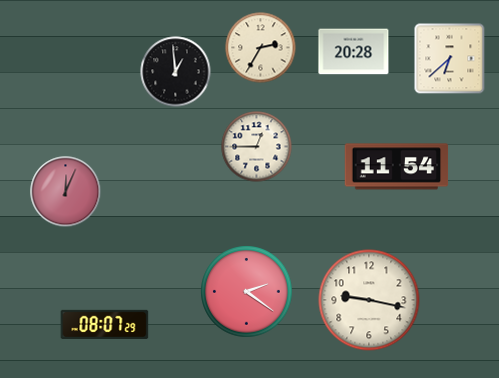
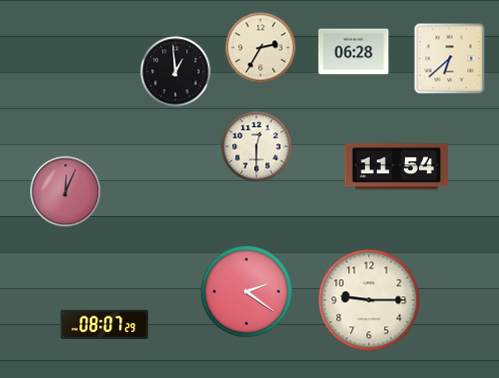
clock at (354, 52): 20:28 -> 06:28
clock at (257, 147): 12:45 -> 12:30
clock at (369, 300): 9:17 -> 9:15
